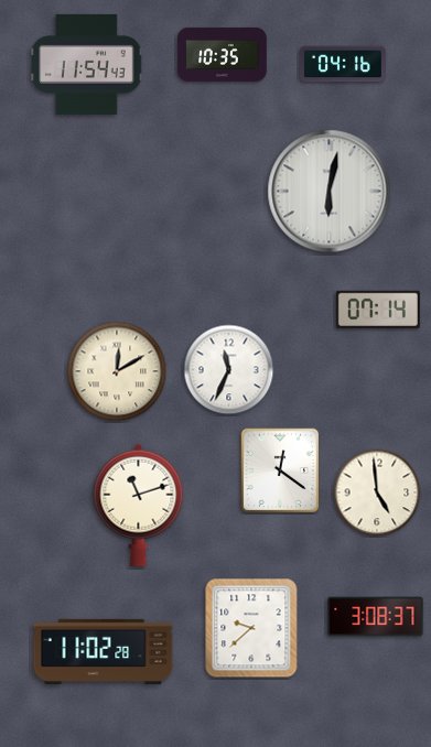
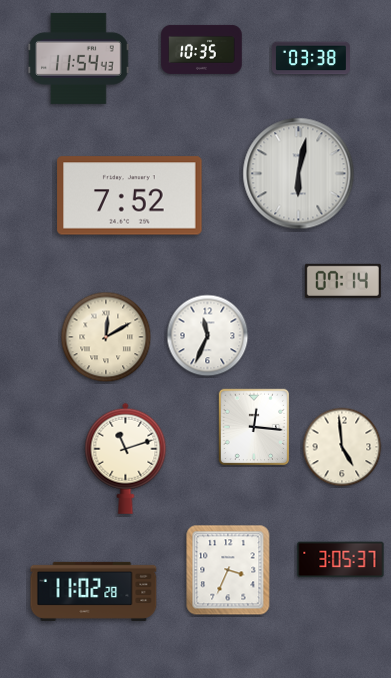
clock at (343, 64): 04:16 -> 03:38
clock at (130, 196): none -> 7:52
clock at (280, 470): 12:21 -> 12:16
clock at (376, 617): 3:08 -> 3:05
clock at (251, 628): 9:38 -> 3:34
